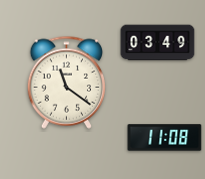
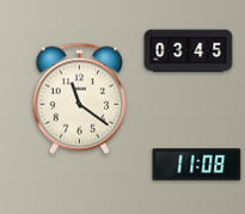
clock at (158, 43): 03:49 -> 03:45
